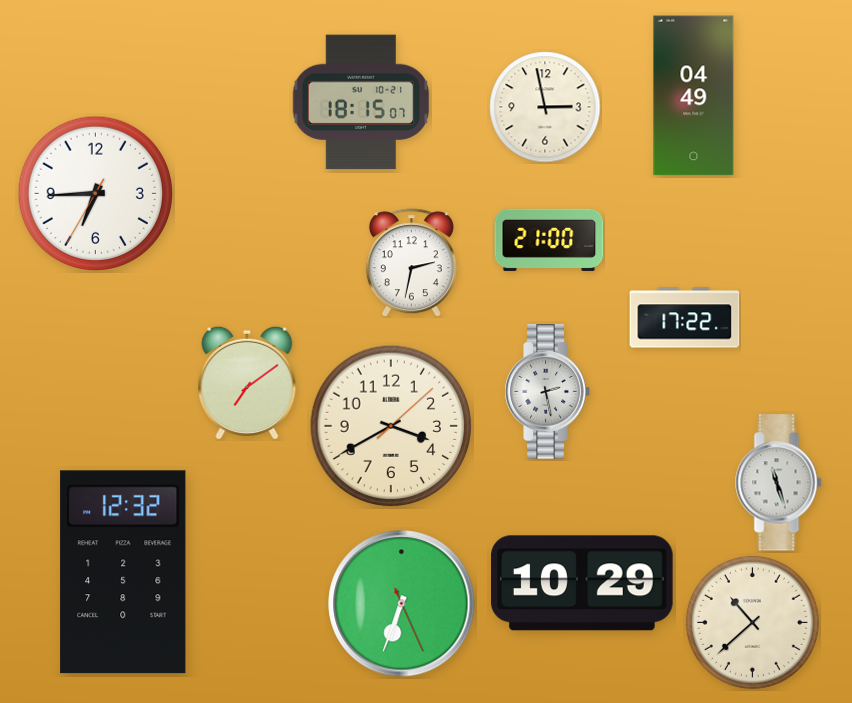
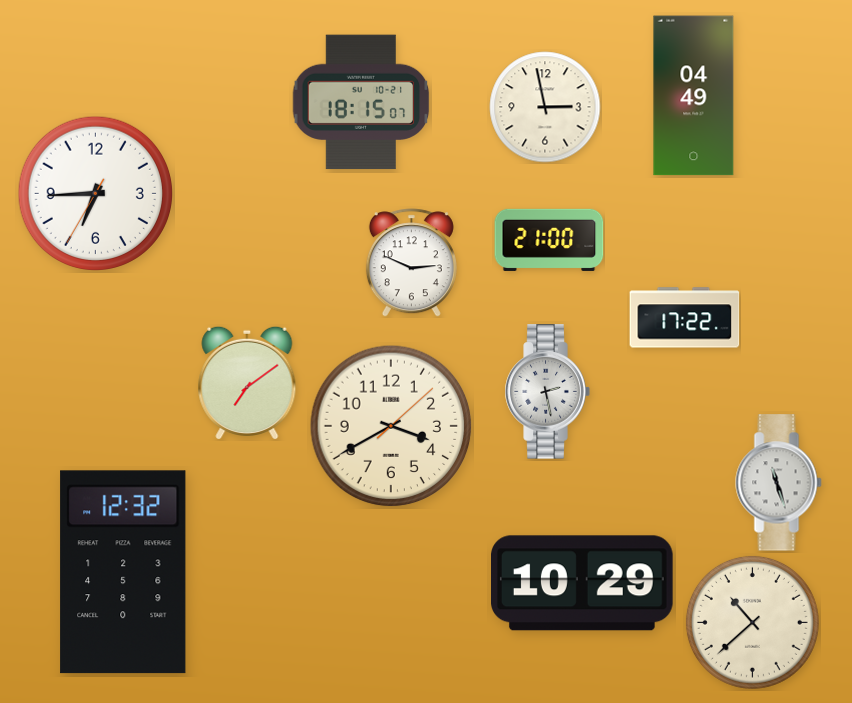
clock at (411, 263): 2:32 -> 2:49
clock at (402, 604): 6:33 -> none
